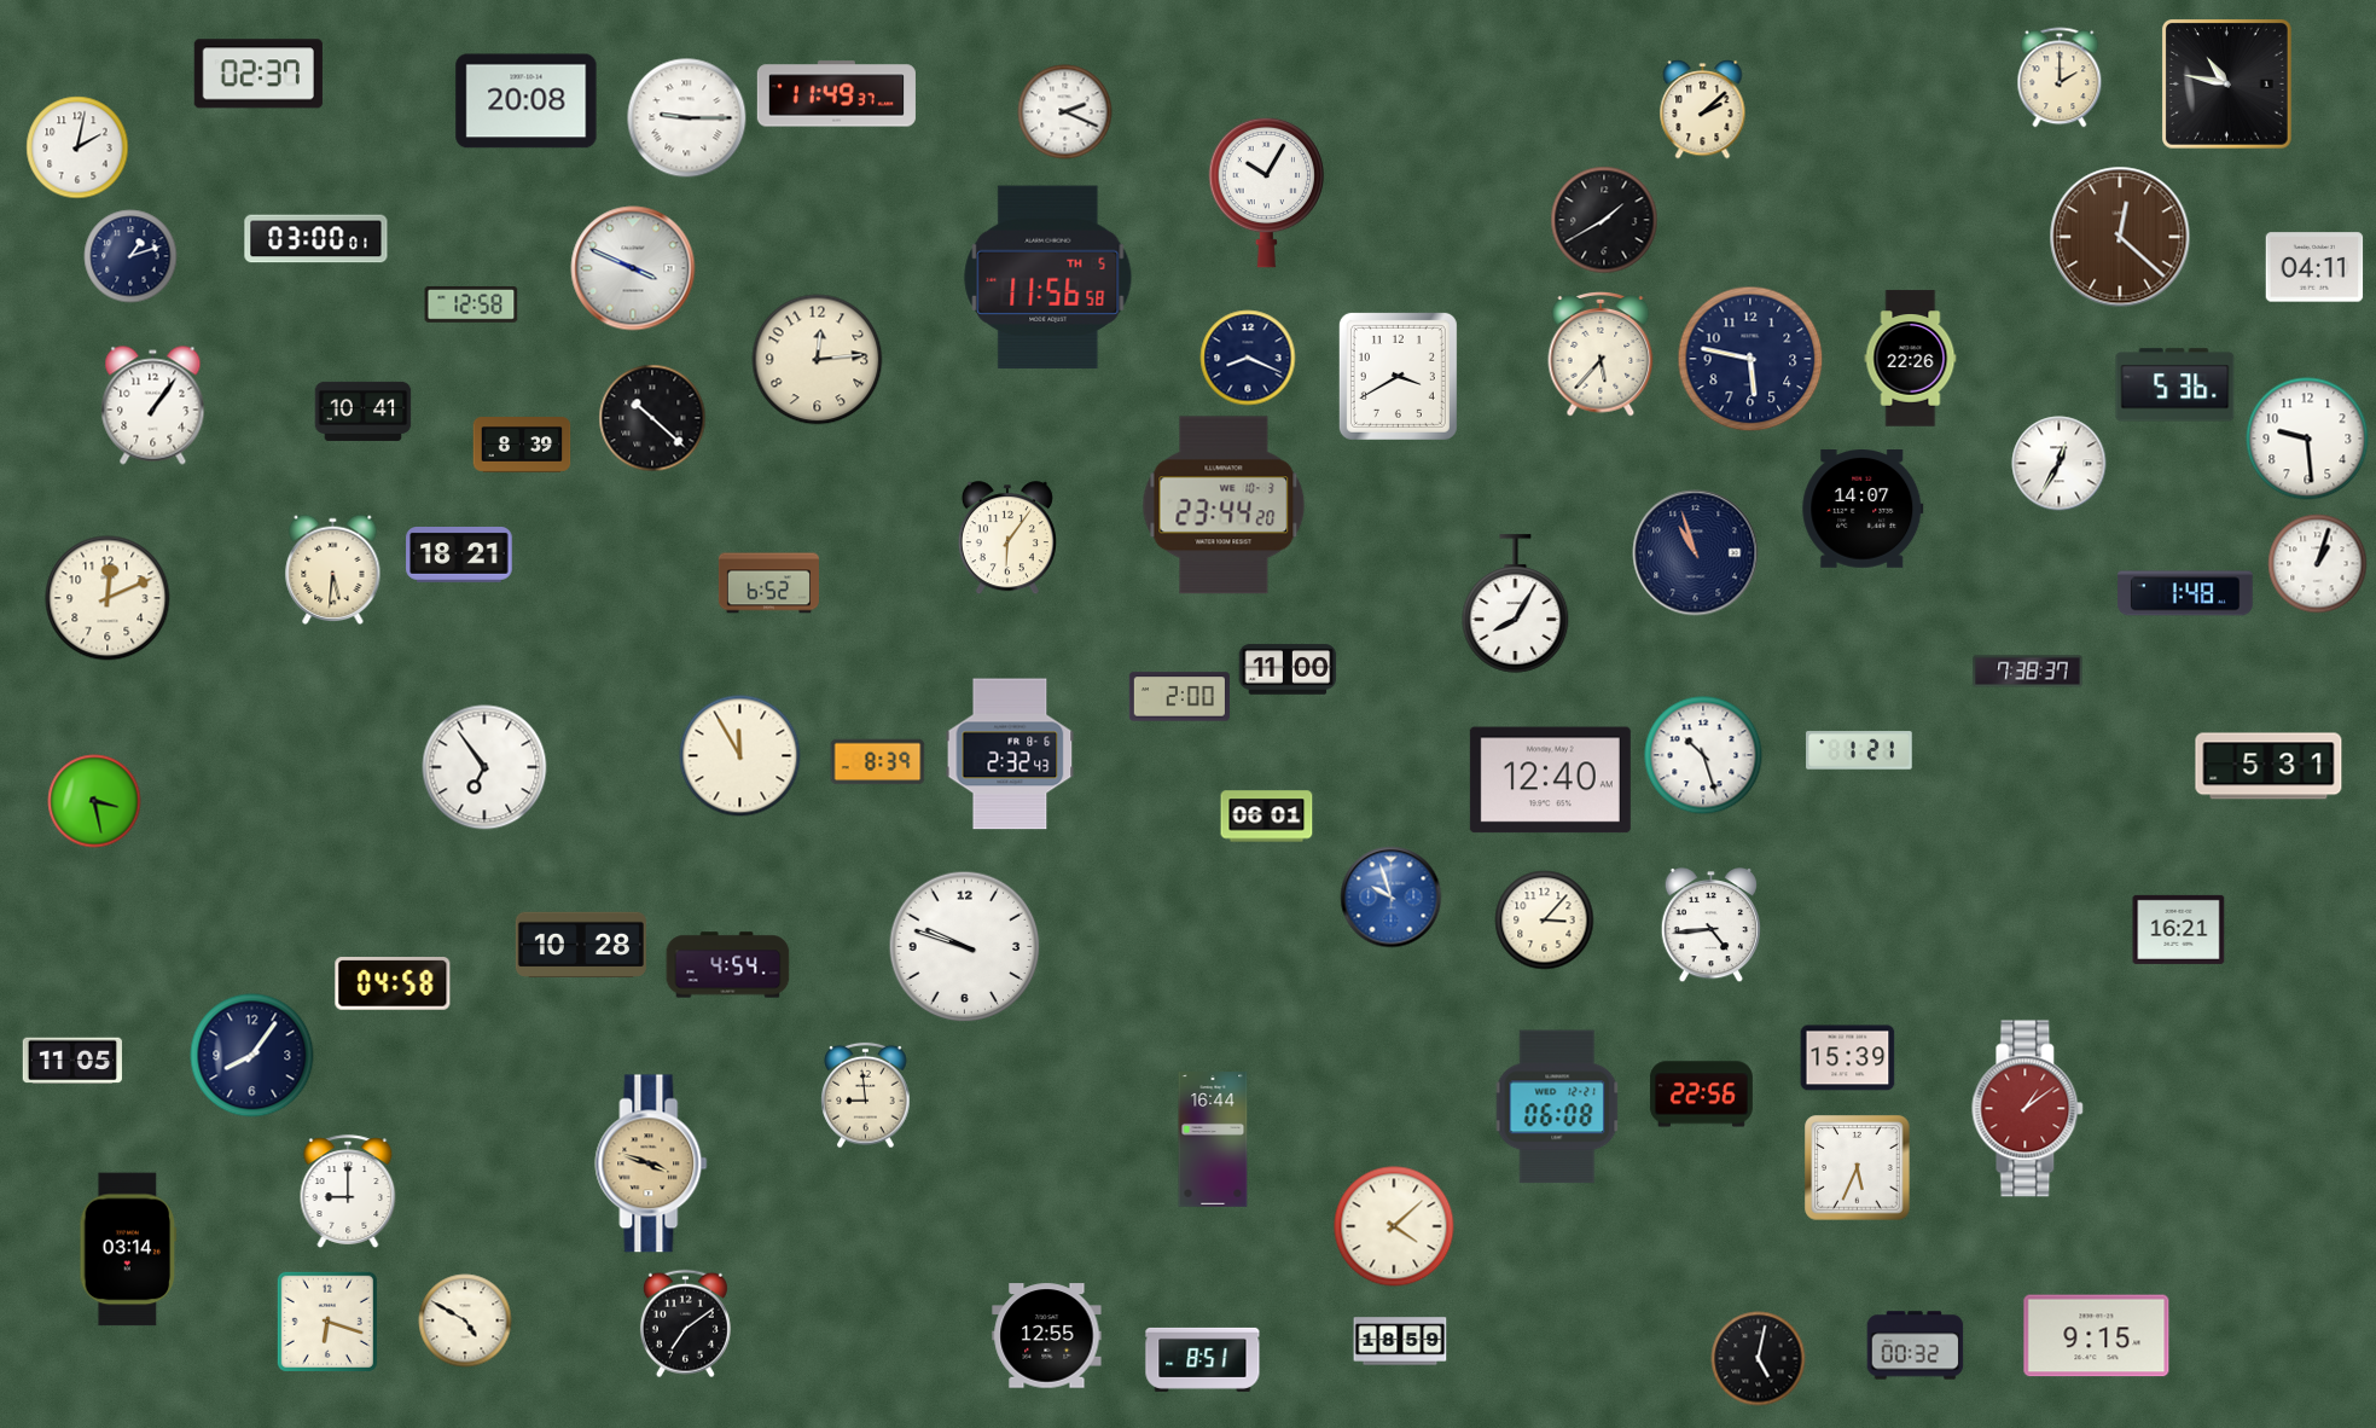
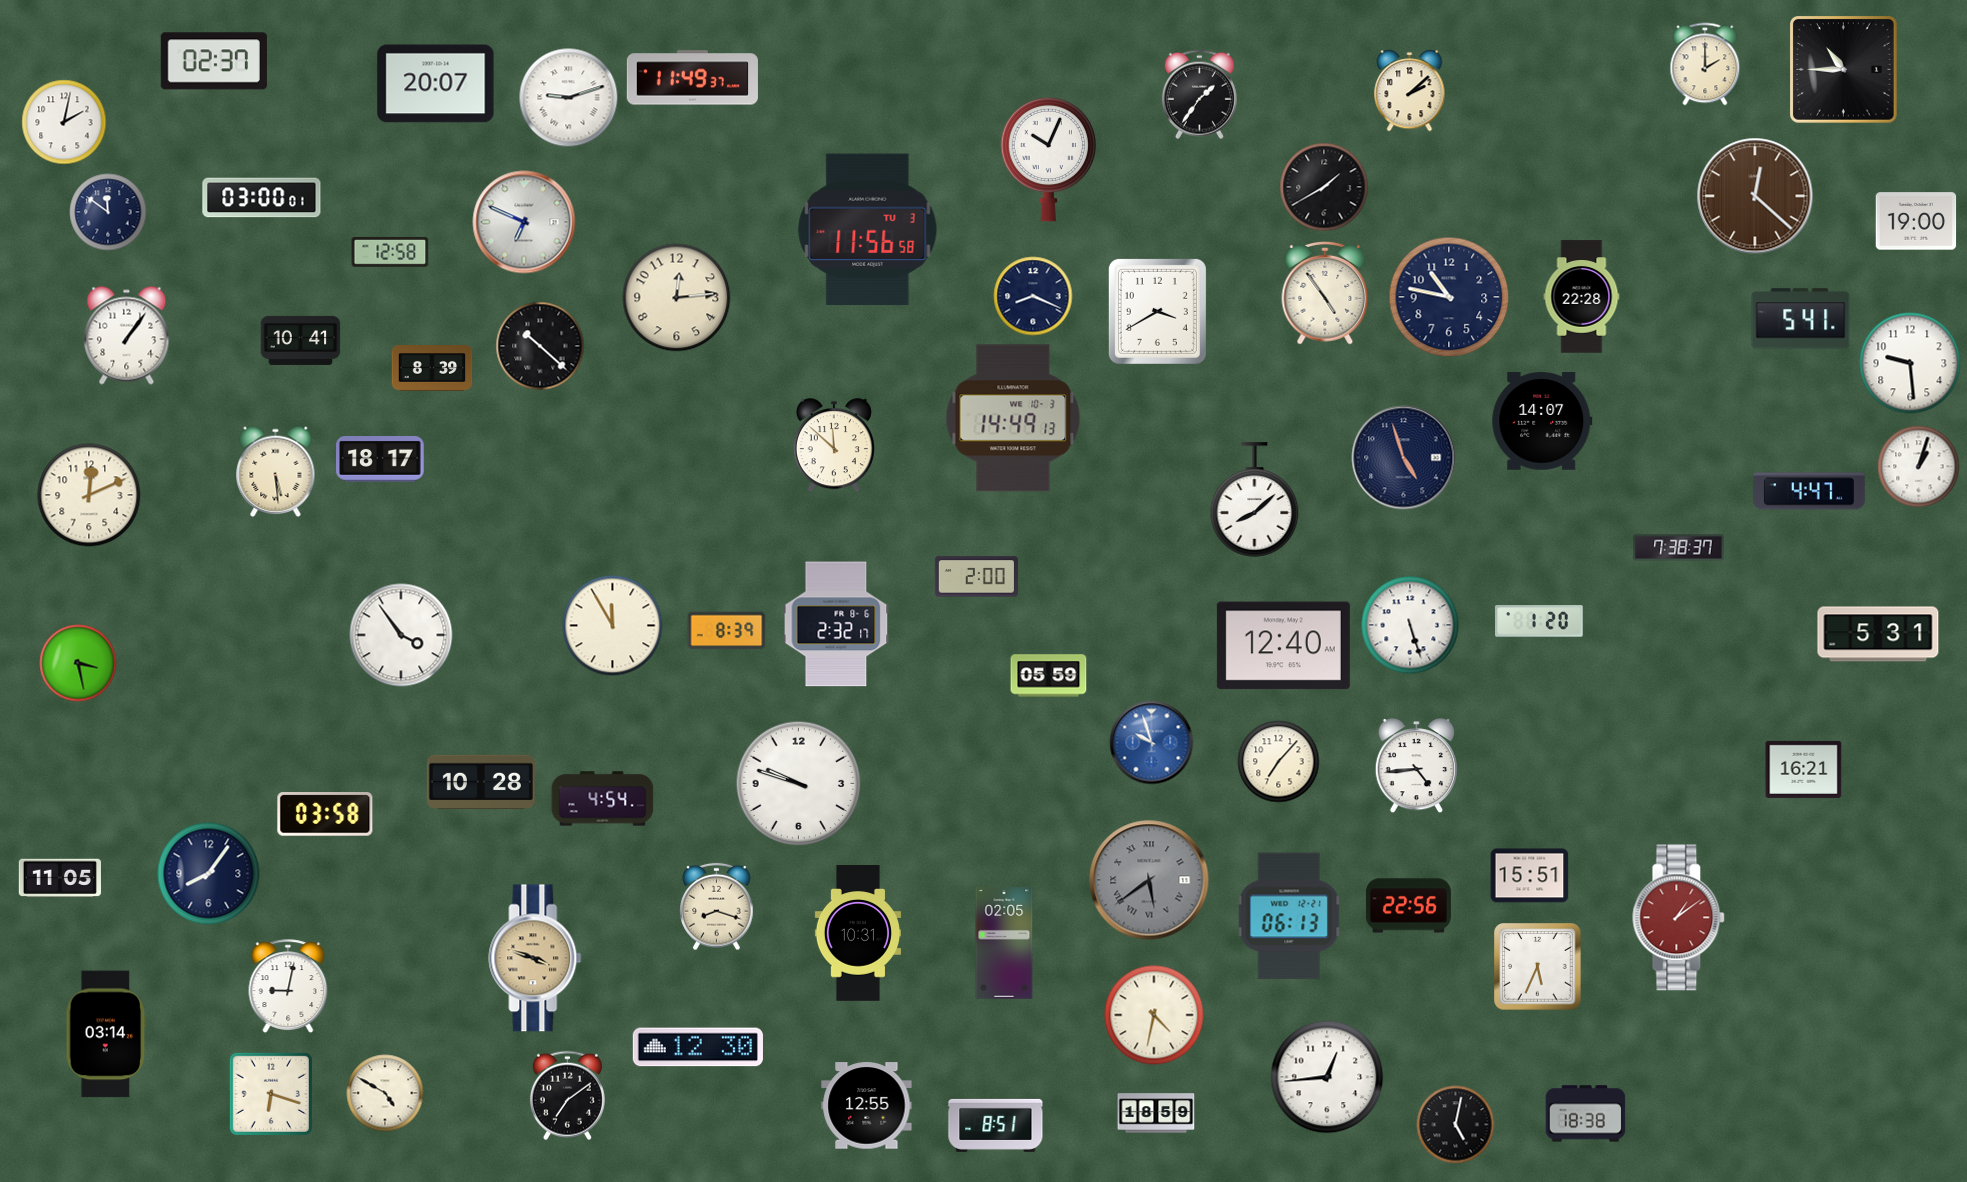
clock at (2227, 85): 10:47 -> 10:45
clock at (527, 101): 20:08 -> 20:07
clock at (1065, 112): 2:19 -> none
clock at (1199, 95): none -> 1:36
clock at (687, 118): 9:15 -> 9:12
clock at (1267, 192): 10:05 -> 10:04
clock at (1604, 220) position: (1604, 220) -> (1324, 187)
clock at (130, 256): 1:12 -> 11:51
clock at (2314, 267): 04:11 -> 19:00
clock at (633, 268): 3:49 -> 6:49
clock at (1048, 278) date: TH 5 -> TU 3
clock at (1601, 355): 5:37 -> 4:54
clock at (1750, 359): 5:47 -> 10:47
clock at (1911, 359): 22:26 -> 22:28
clock at (2175, 385): 5:36 -> 5:41
clock at (2060, 464): 12:35 -> none
clock at (1224, 505): 23:44 -> 14:49
clock at (1007, 539): 6:06 -> 11:52
clock at (1696, 553): 10:57 -> 4:57
clock at (459, 556): 18:21 -> 18:17
clock at (333, 569): 5:31 -> 5:29
clock at (768, 584): 6:52 -> none
clock at (2185, 593): 1:48 -> 4:47
clock at (1516, 604): 8:05 -> 8:08
clock at (1288, 669): 11:00 -> none
clock at (2028, 672) position: (2028, 672) -> (1679, 548)
clock at (1859, 750): 1:21 -> 1:20
clock at (1010, 754): 2:32:43 -> 2:32:17
clock at (1703, 755): 10:27 -> 5:27
clock at (484, 767): 6:54 -> 3:54
clock at (1267, 817): 06:01 -> 05:59
clock at (1545, 921): 3:07 -> 7:07
clock at (393, 983): 04:58 -> 03:58
clock at (1848, 1058): 15:39 -> 15:51
clock at (1149, 880): none -> 5:39
clock at (866, 1096): 8:59 -> 8:18
clock at (1557, 1107): 06:08 -> 06:13
clock at (857, 933): none -> 10:31
clock at (1213, 1139): 16:44 -> 02:05
clock at (651, 1163) position: (651, 1163) -> (535, 958)
clock at (348, 1191): 9:00 -> 9:02
clock at (1394, 1226): 4:08 -> 4:32
clock at (698, 1047): none -> 12:30
clock at (1327, 1077): none -> 12:44
clock at (2097, 1336): 9:15 -> none
clock at (1400, 1341) position: (1400, 1341) -> (1156, 1113)
clock at (1916, 1346): 00:32 -> 18:38
